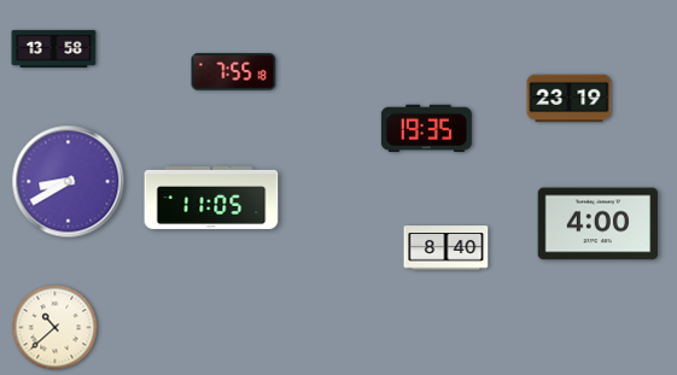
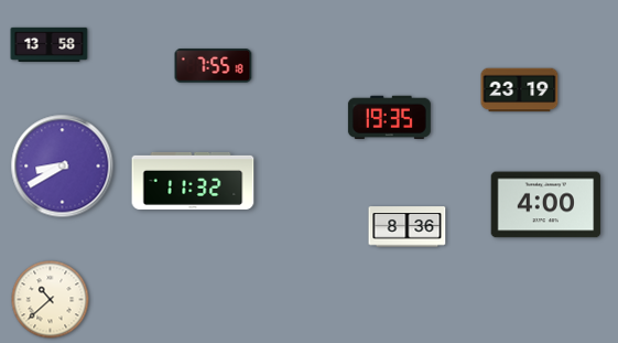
clock at (211, 198): 11:05 -> 11:32
clock at (447, 248): 8:40 -> 8:36
